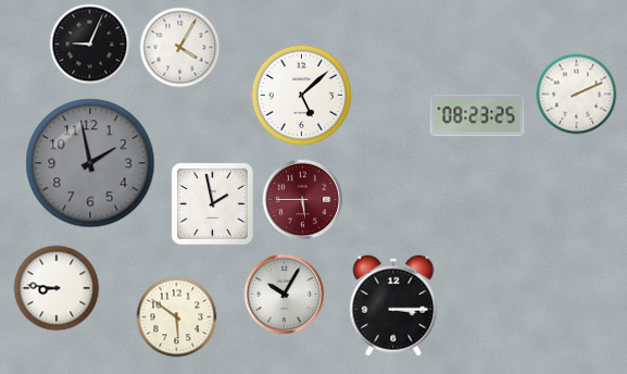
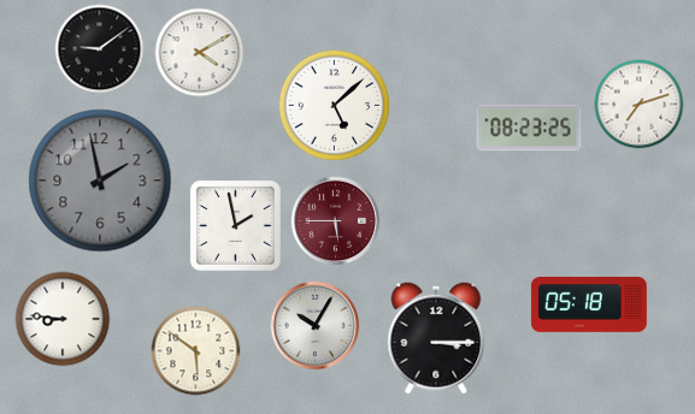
clock at (90, 45): 9:04 -> 9:09
clock at (180, 48): 4:05 -> 4:10
clock at (577, 95): 2:11 -> 7:12
clock at (589, 306): none -> 05:18
